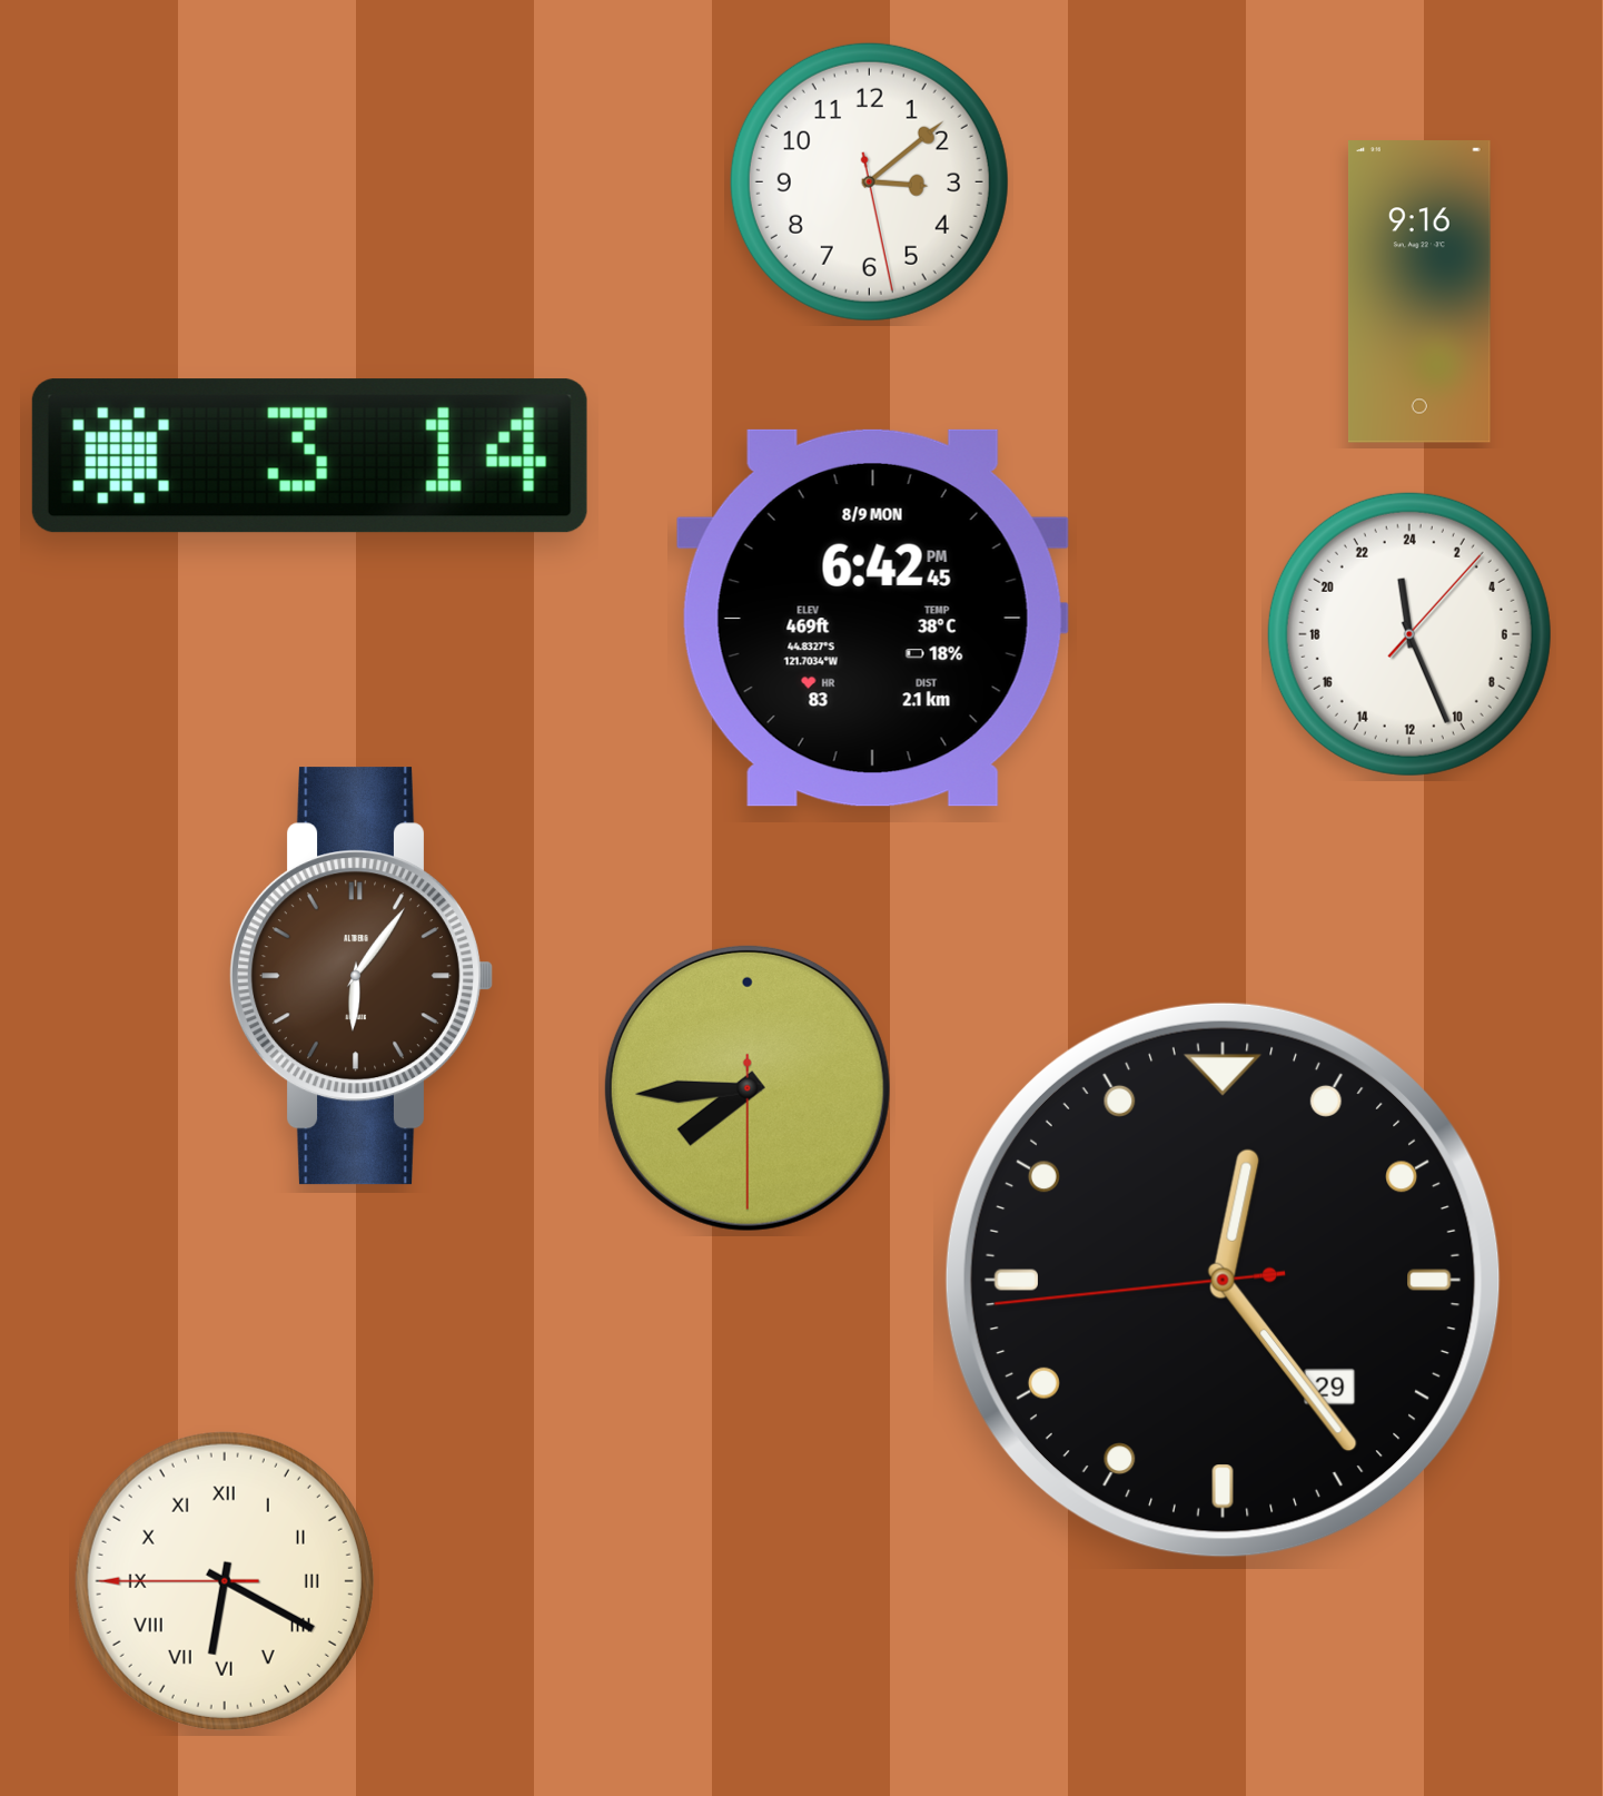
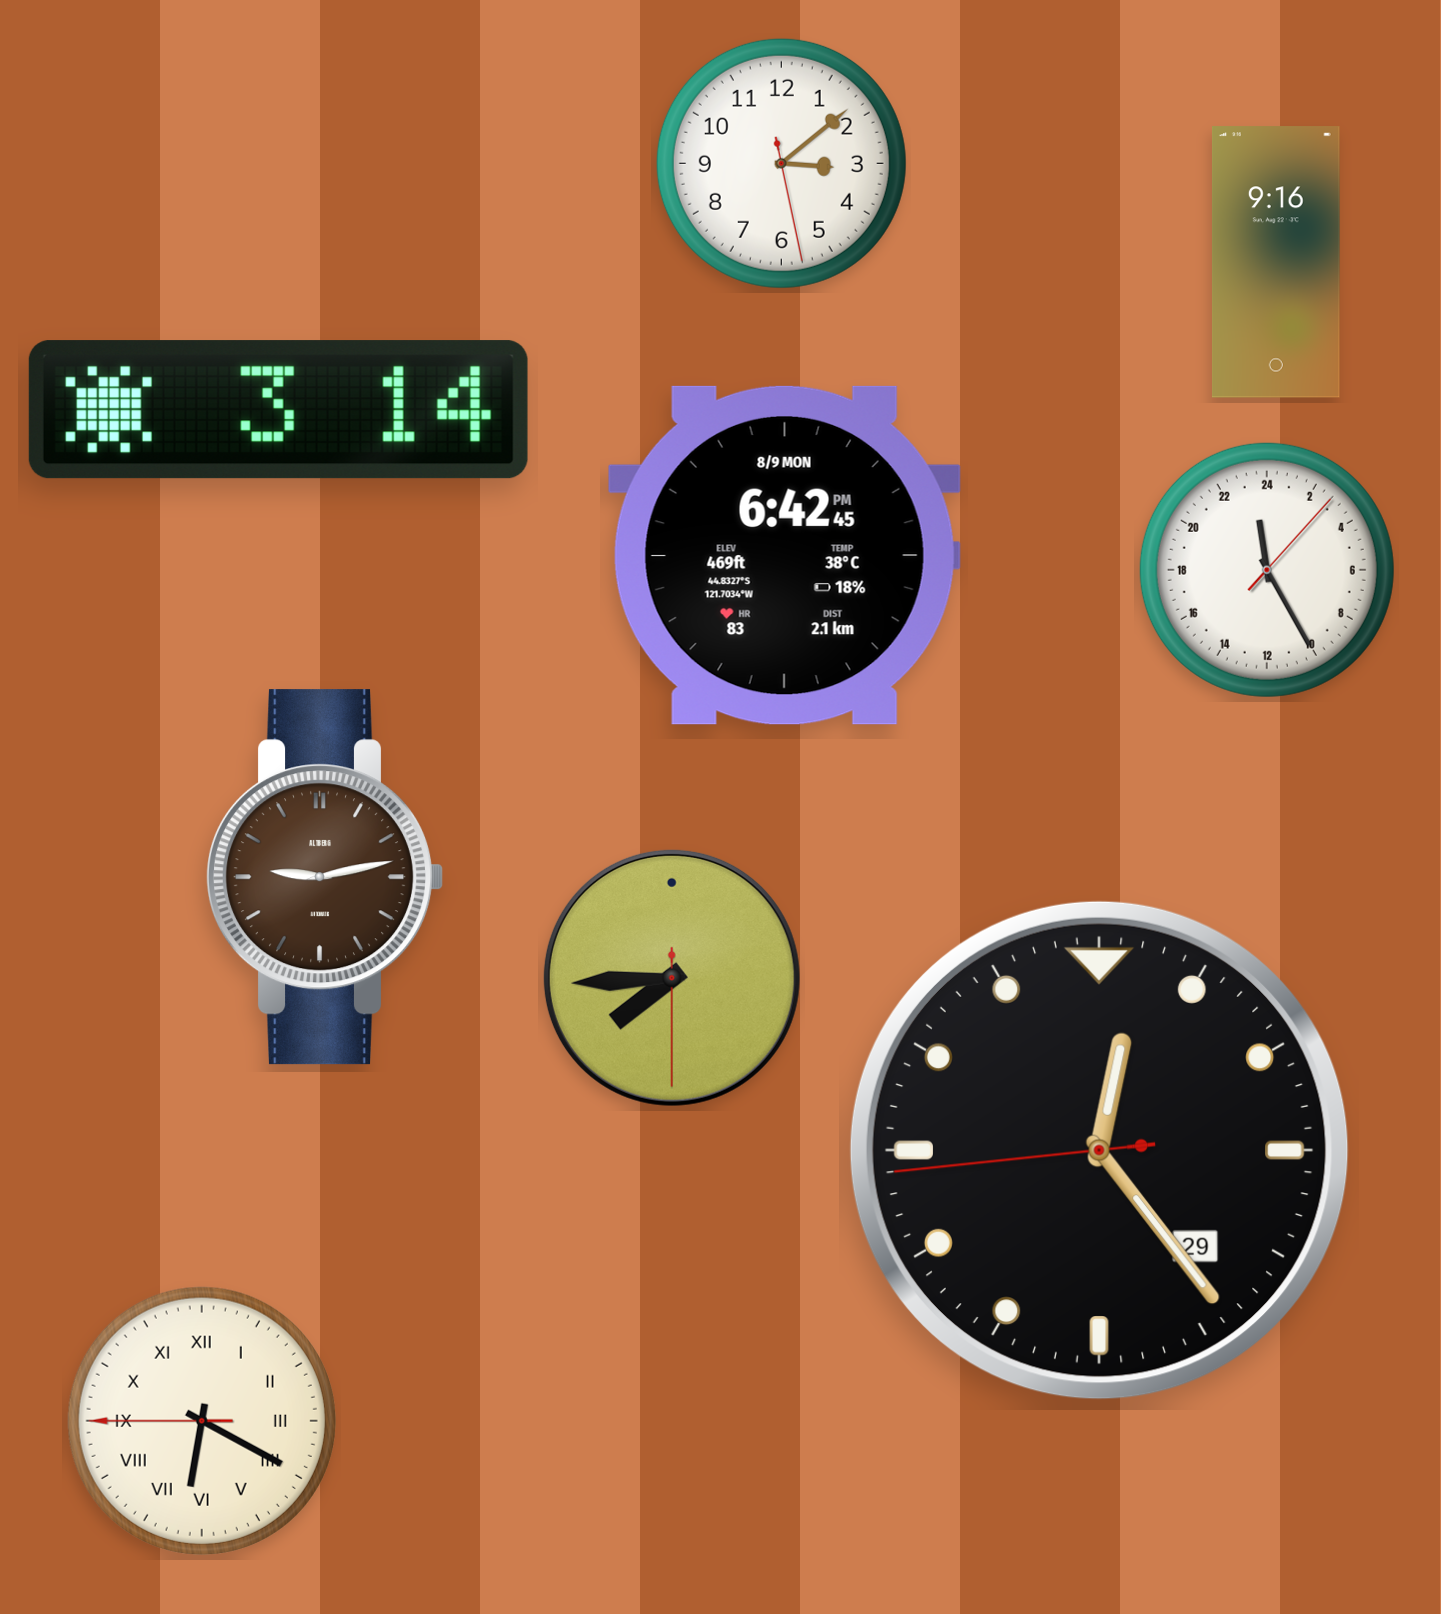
clock at (1409, 634): 23:26 -> 23:25
clock at (363, 976): 6:06 -> 9:13
